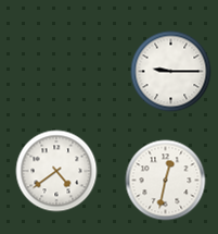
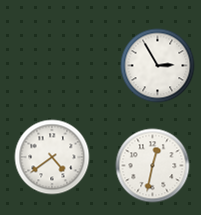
clock at (171, 72): 9:15 -> 2:55
